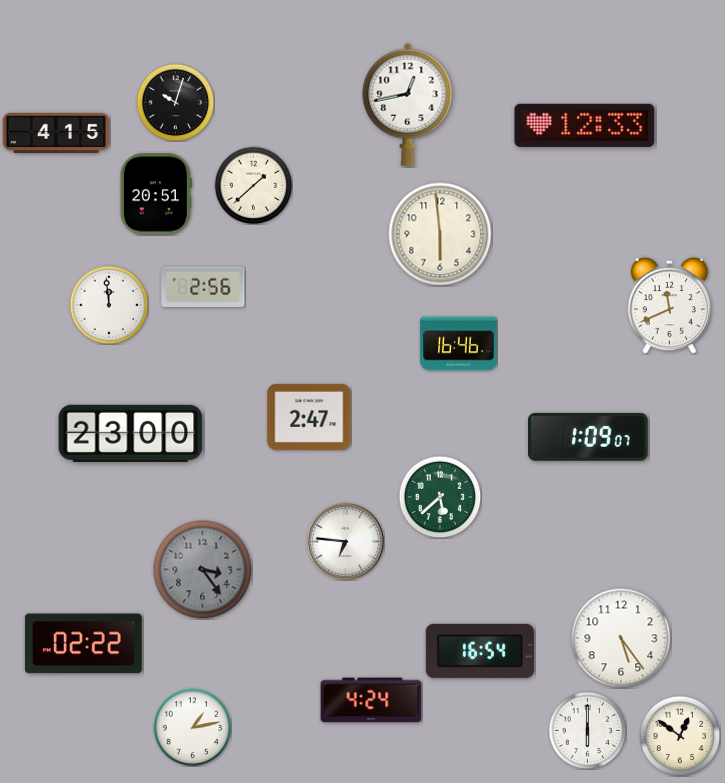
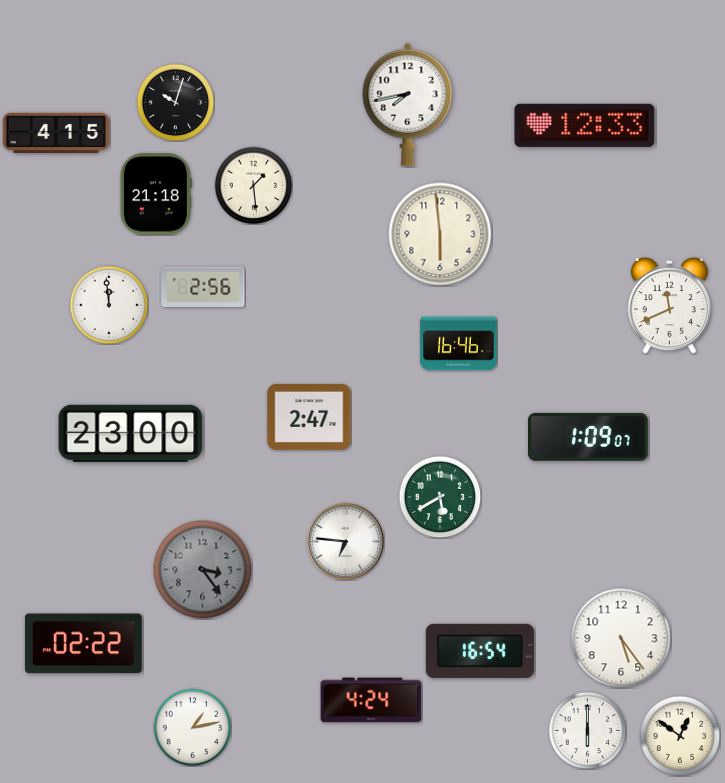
clock at (408, 104): 12:43 -> 7:43
clock at (253, 185): 1:38 -> 1:29
clock at (156, 194): 20:51 -> 21:18
clock at (440, 497): 5:38 -> 5:40
